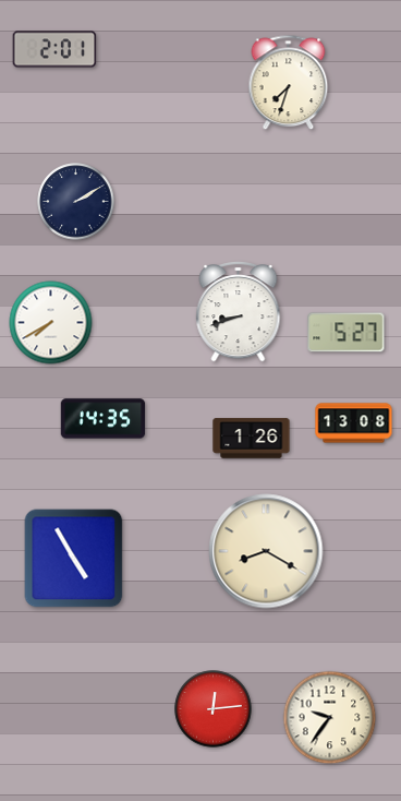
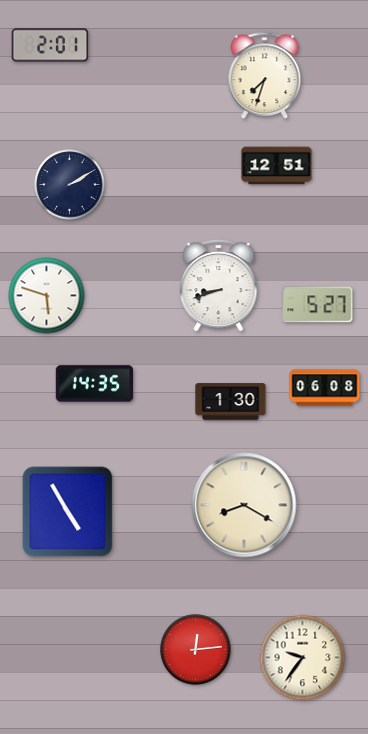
clock at (277, 166): none -> 12:51
clock at (51, 323): 7:40 -> 5:48
clock at (354, 423): 13:08 -> 06:08
clock at (252, 439): 1:26 -> 1:30
